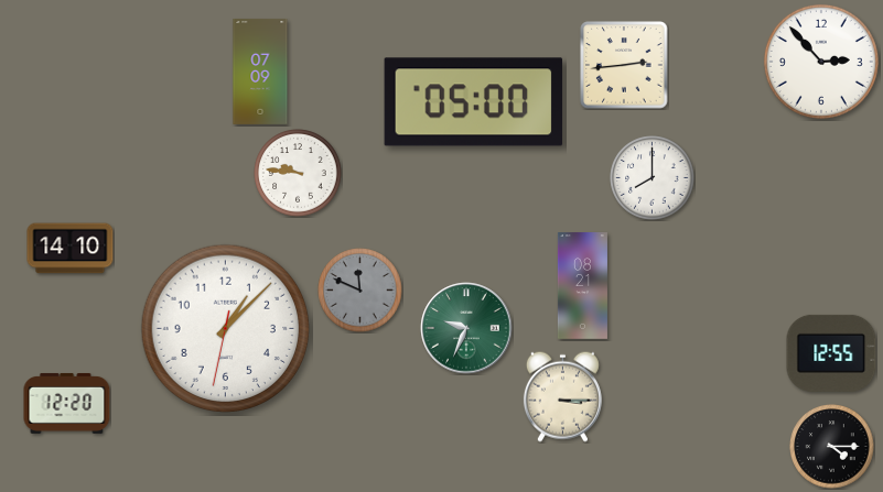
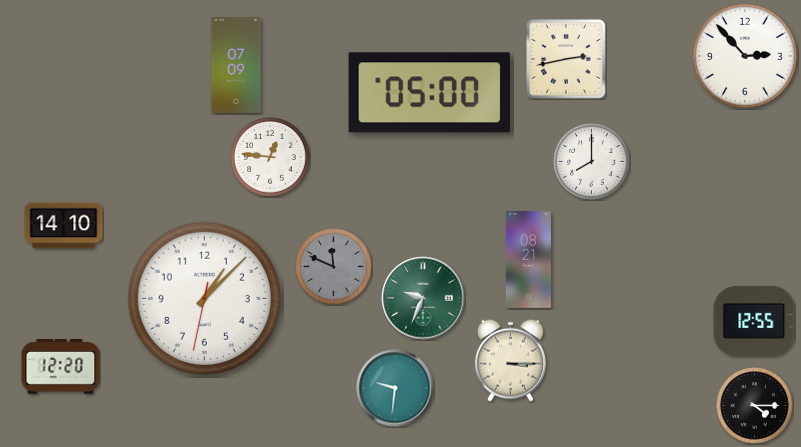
clock at (624, 65): 2:44 -> 2:43
clock at (298, 173): 9:46 -> 12:46
clock at (360, 291) position: (360, 291) -> (334, 267)
clock at (395, 388): none -> 9:31
